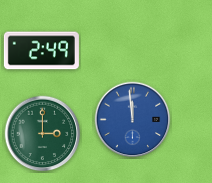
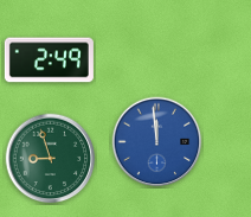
clock at (43, 134): 3:00 -> 8:57
